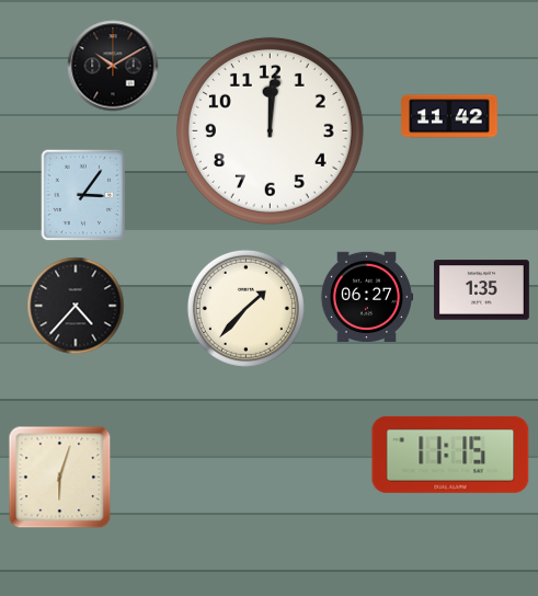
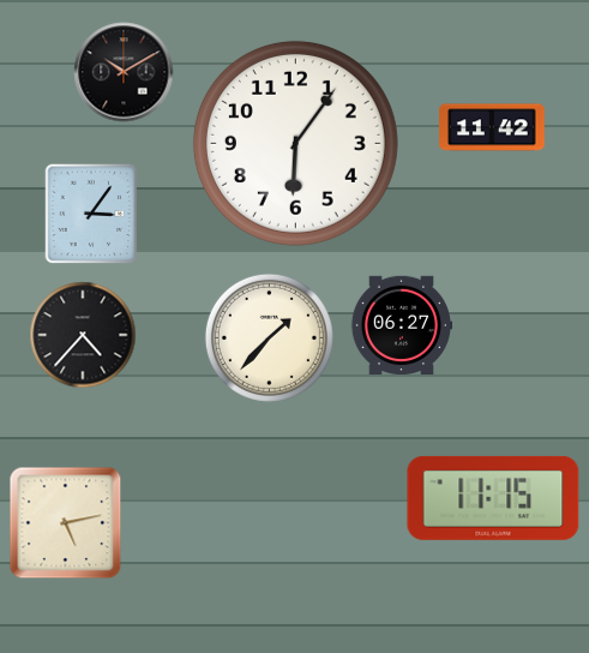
clock at (270, 130): 12:01 -> 6:06
clock at (481, 290): 1:35 -> none
clock at (60, 478): 6:03 -> 5:13
